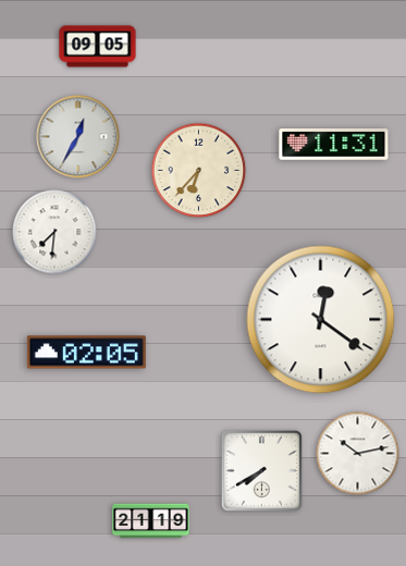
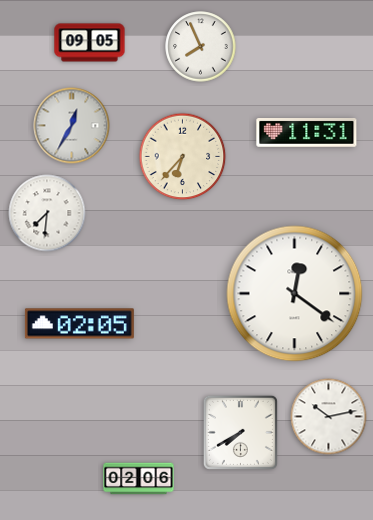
clock at (201, 47): none -> 7:56
clock at (54, 232) position: (54, 232) -> (47, 213)
clock at (151, 521): 21:19 -> 02:06
